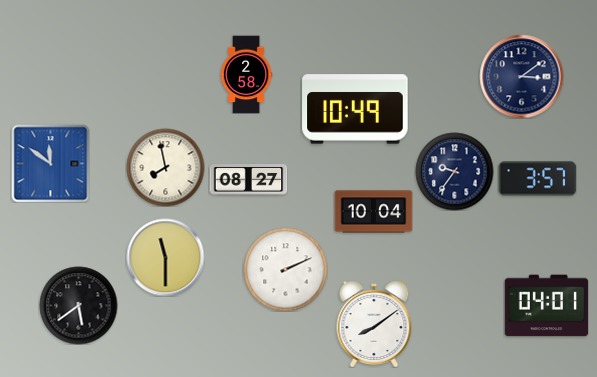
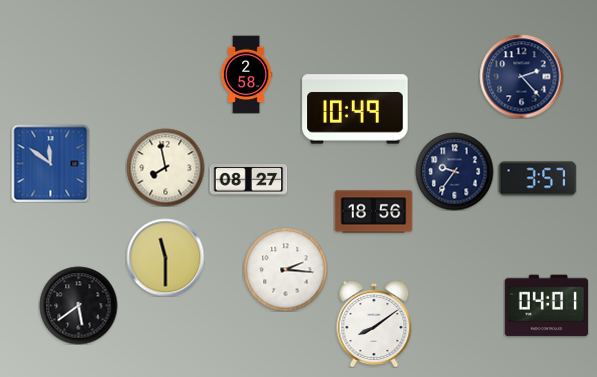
clock at (521, 76): 3:09 -> 2:23
clock at (373, 212): 10:04 -> 18:56
clock at (285, 269): 2:11 -> 2:16
